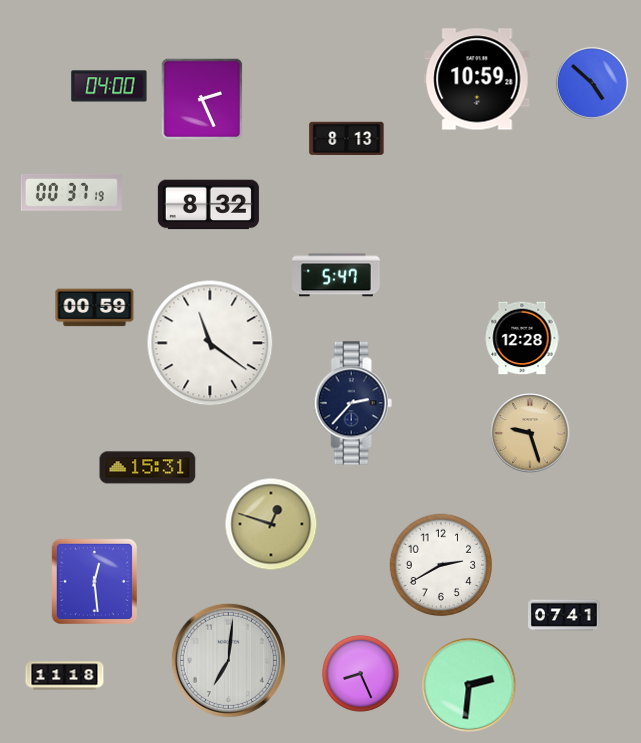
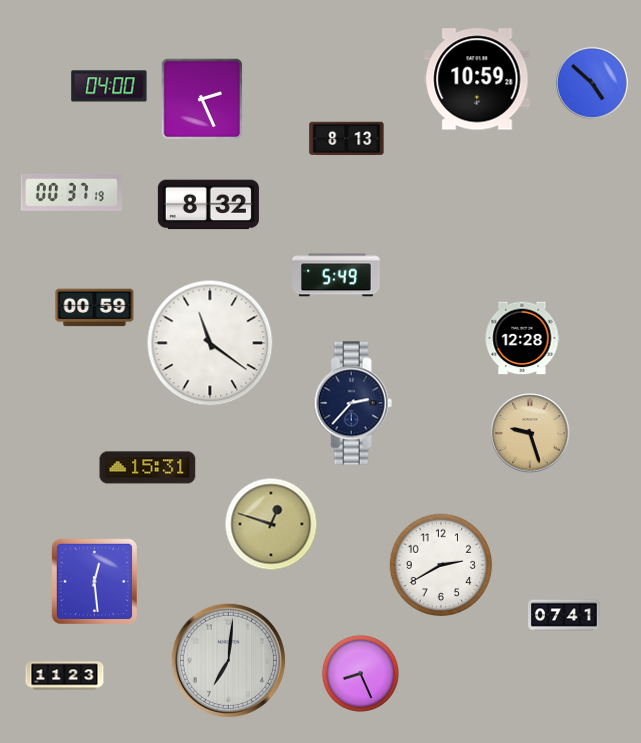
clock at (336, 275): 5:47 -> 5:49
clock at (65, 676): 11:18 -> 11:23
clock at (469, 685): 2:31 -> none
